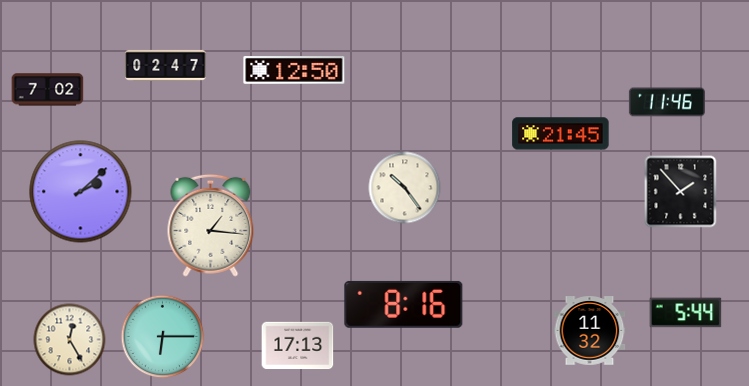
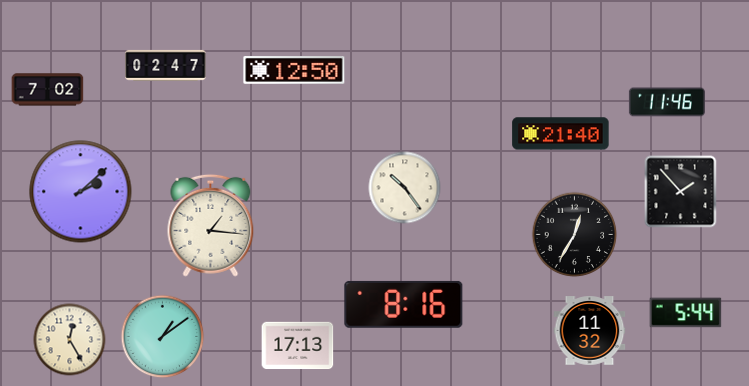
clock at (561, 134): 21:45 -> 21:40
clock at (575, 235): none -> 12:35
clock at (163, 337): 6:15 -> 1:09
